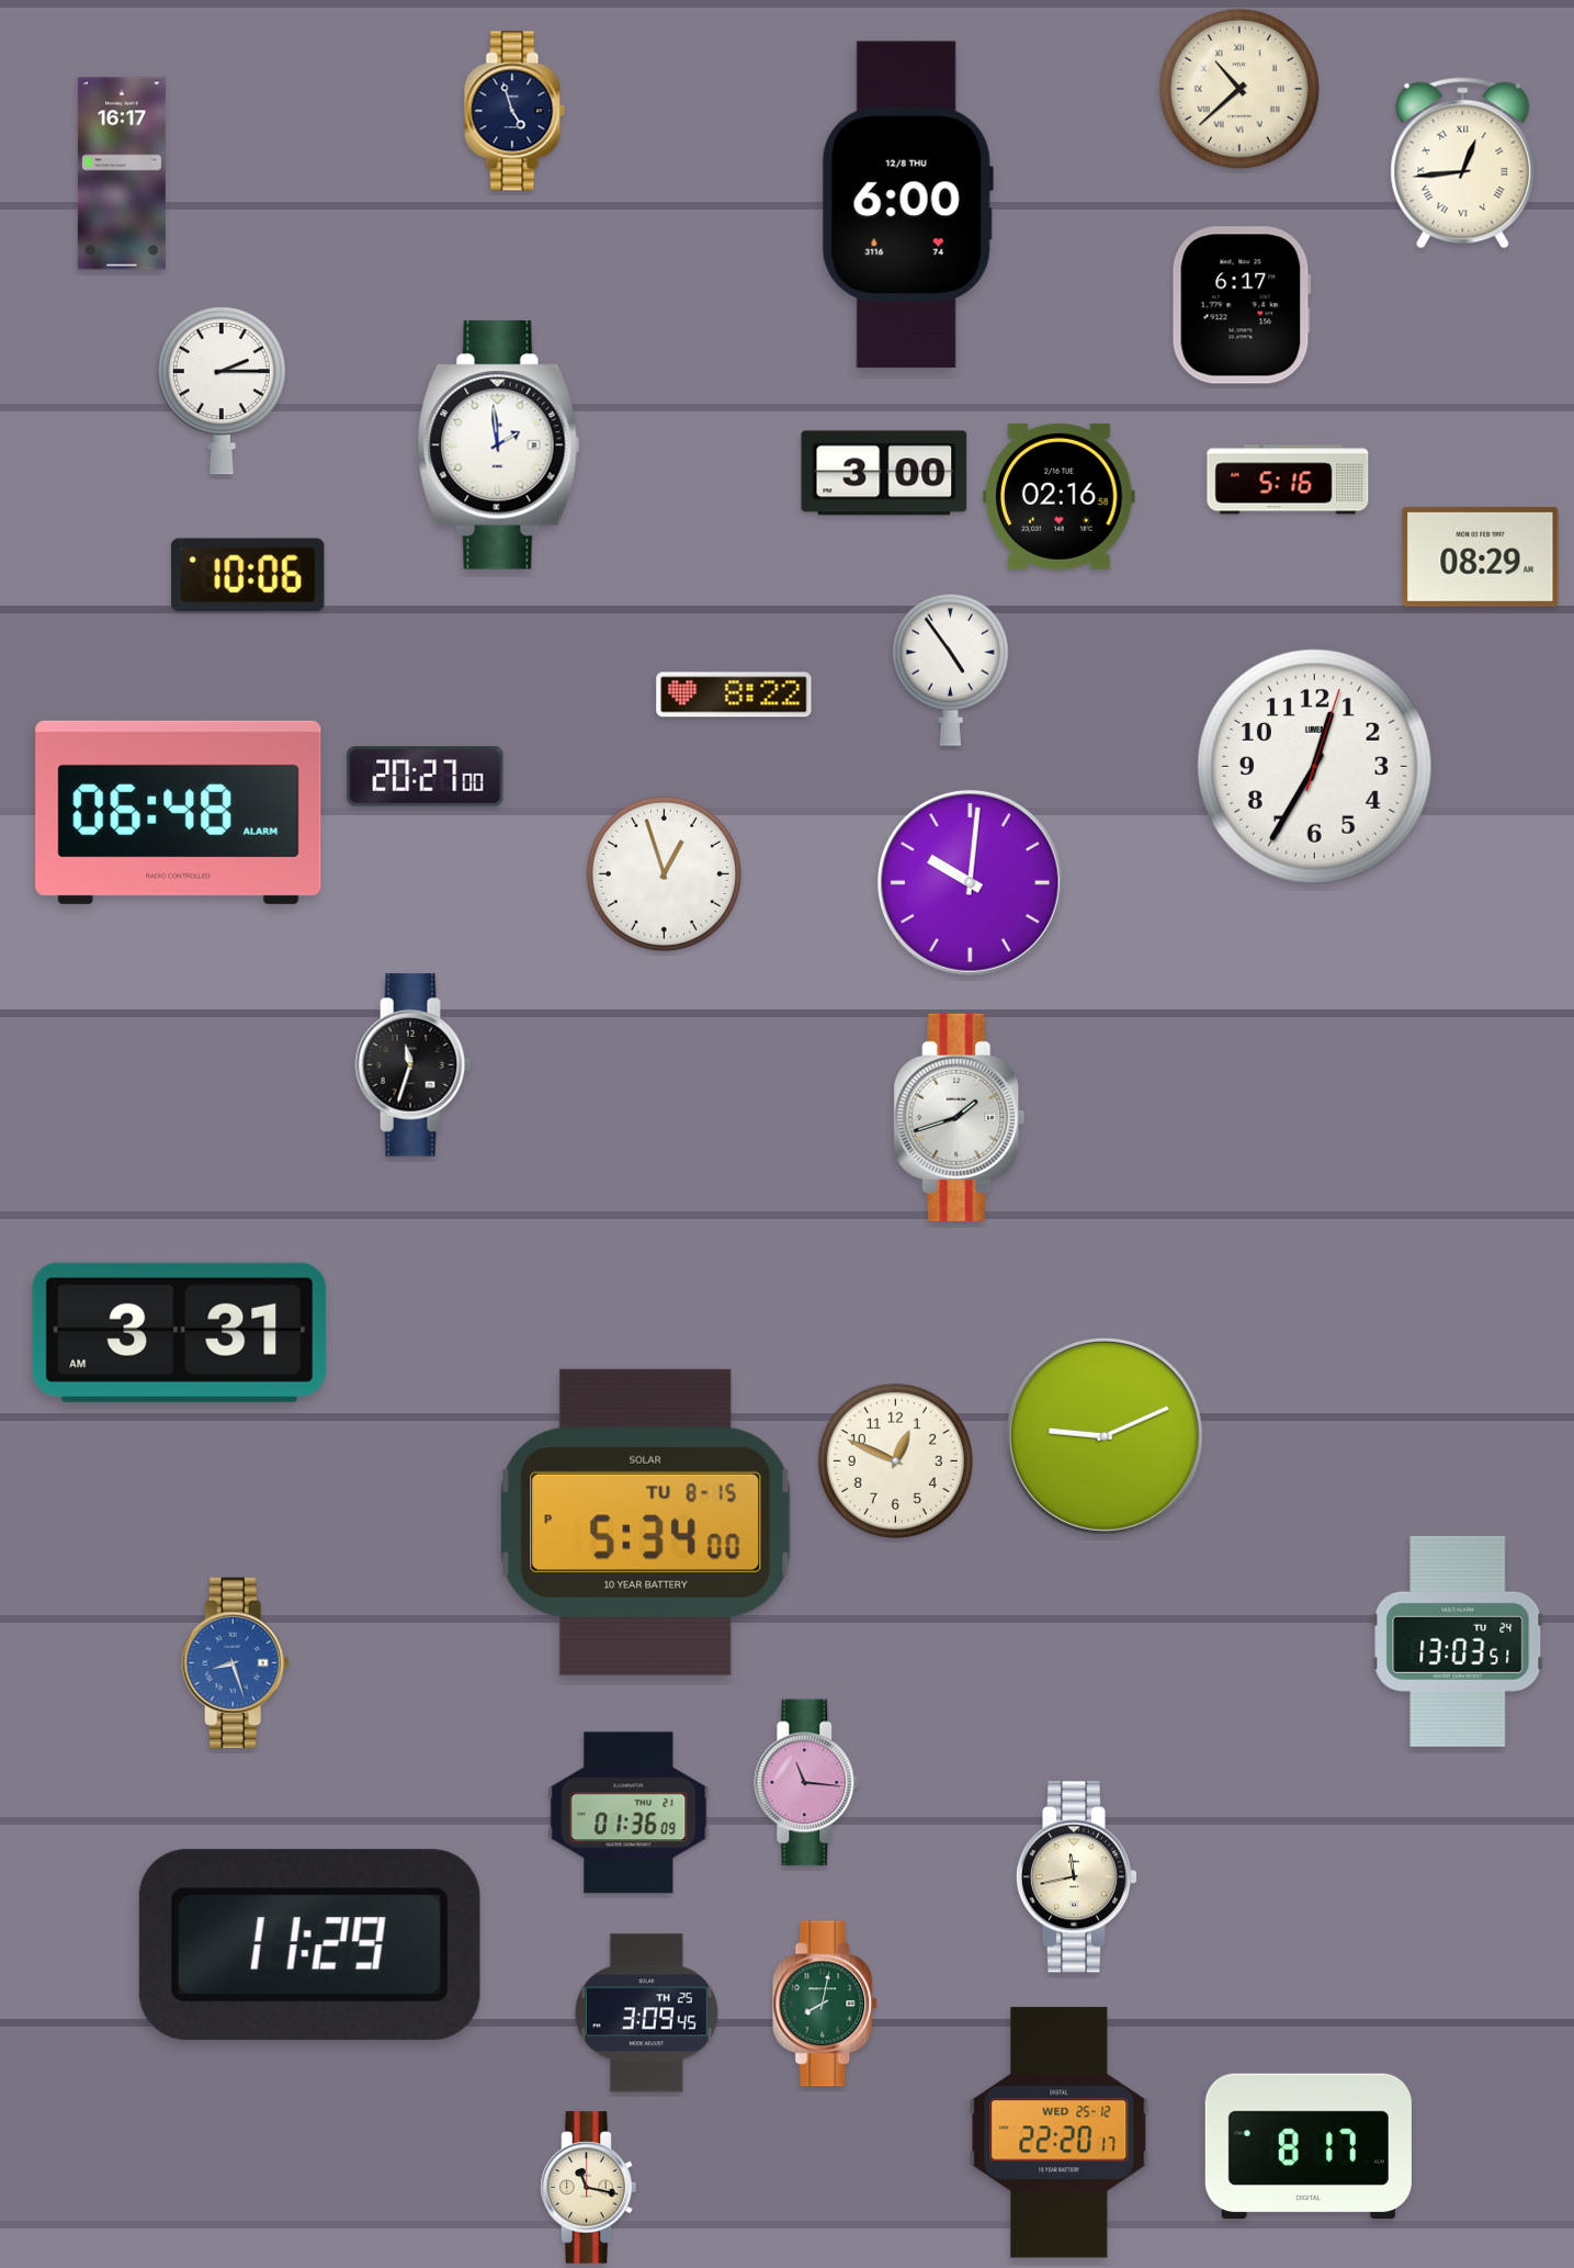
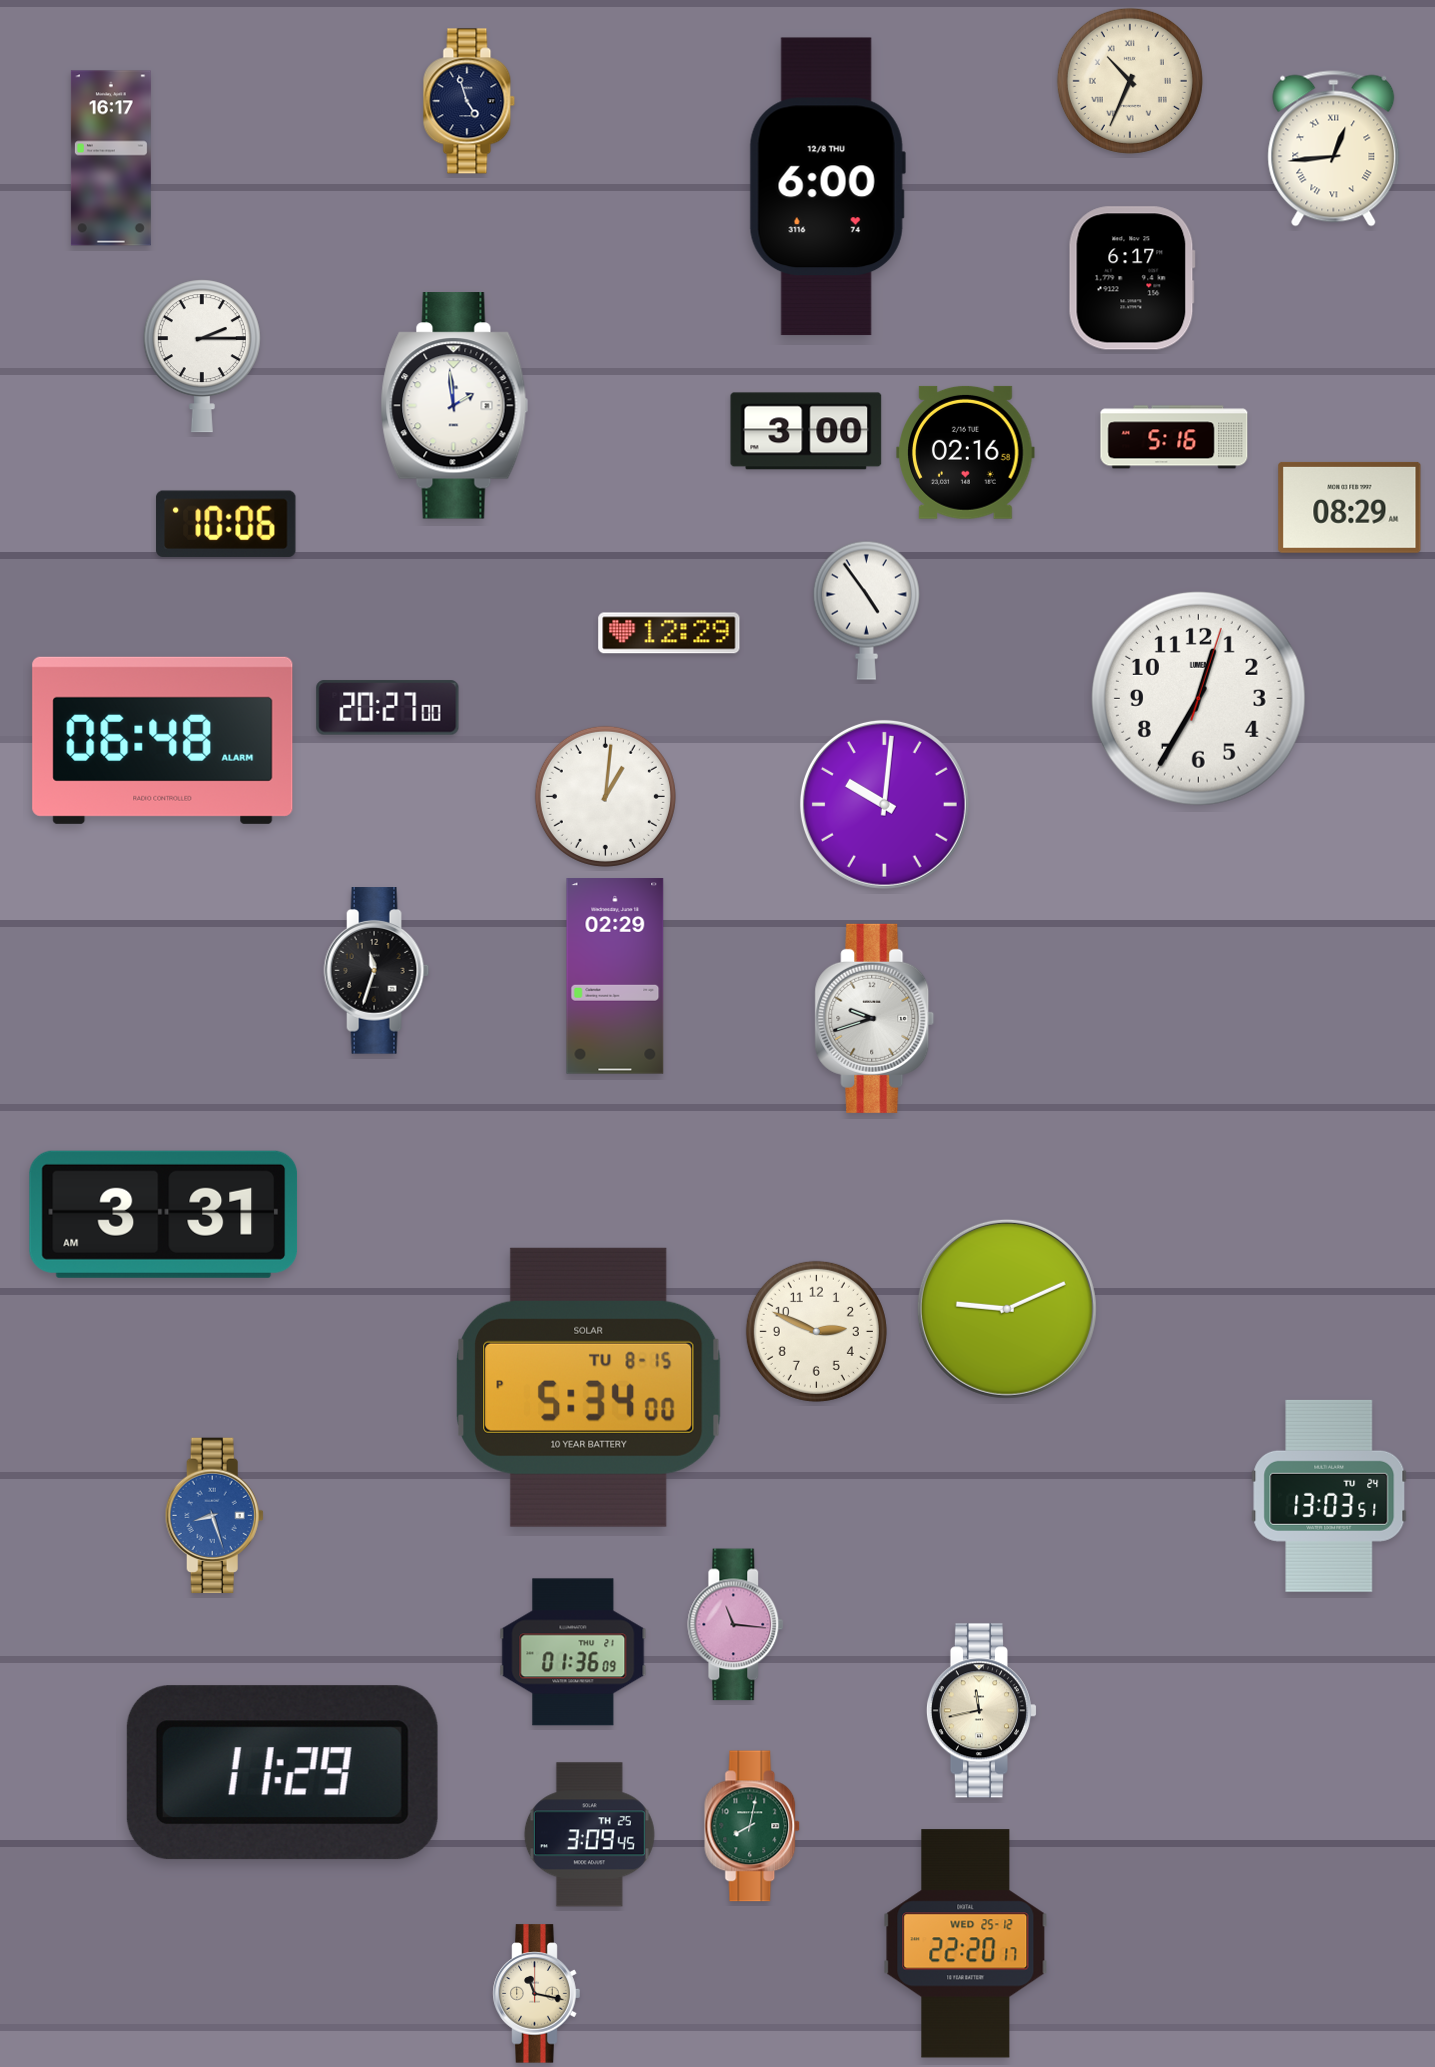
clock at (1239, 89): 10:38 -> 10:34
clock at (734, 695): 8:22 -> 12:29
clock at (664, 873): 12:57 -> 1:01
clock at (615, 976): none -> 02:29
clock at (960, 1117): 1:42 -> 9:42
clock at (895, 1460): 12:49 -> 2:49
clock at (1309, 2145): 8:17 -> none
